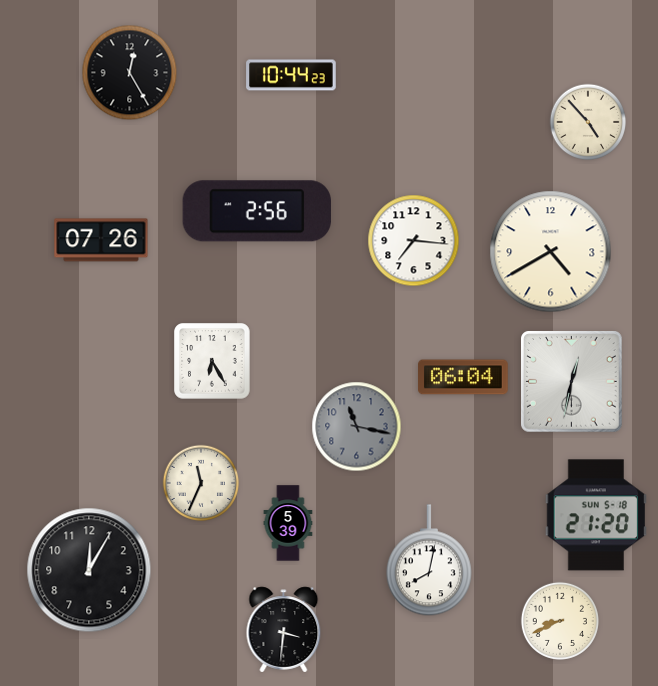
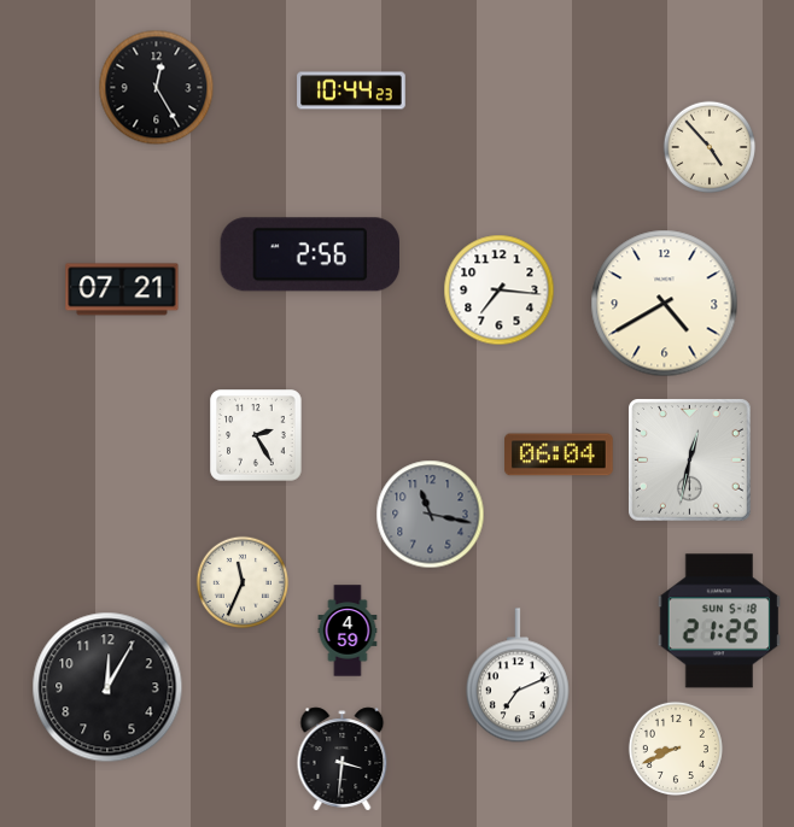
clock at (101, 240): 07:26 -> 07:21
clock at (212, 361): 6:25 -> 2:25
clock at (595, 515): 21:20 -> 21:25
clock at (288, 523): 5:39 -> 4:59
clock at (429, 561): 8:02 -> 7:11
